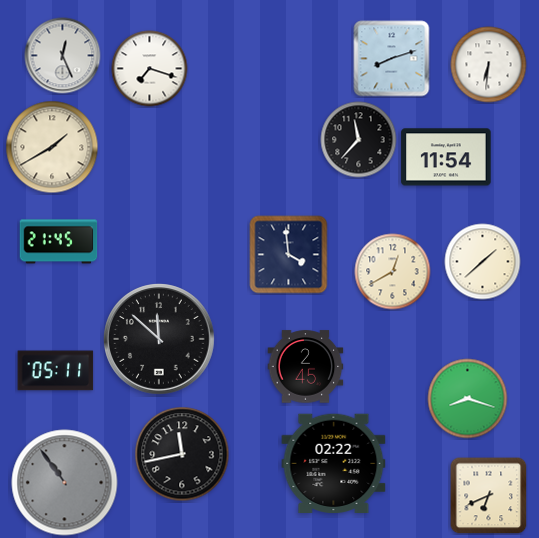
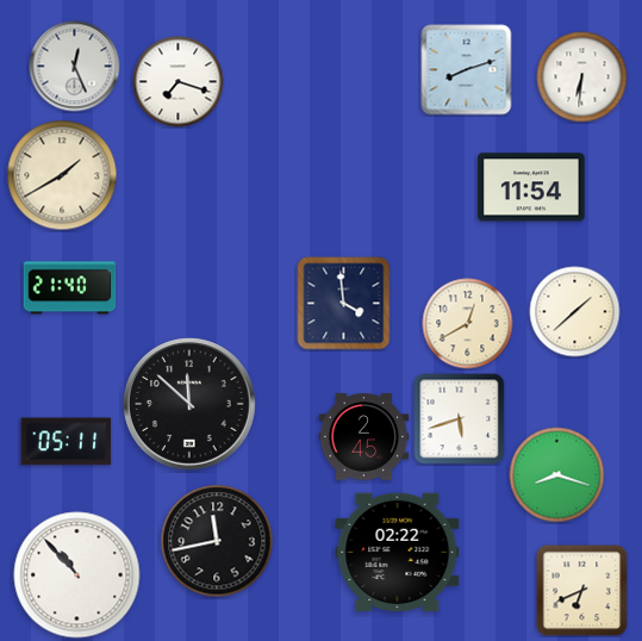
clock at (359, 140): 11:37 -> none
clock at (59, 242): 21:45 -> 21:40
clock at (460, 419): none -> 5:42
clock at (65, 483): 10:54 -> 10:53
clock at (65, 483) dial: grey -> white
